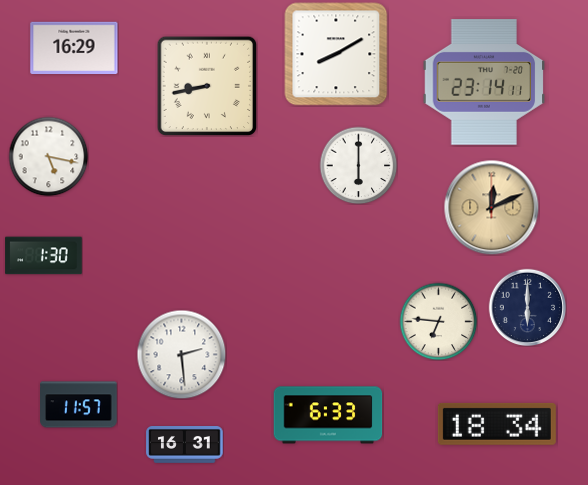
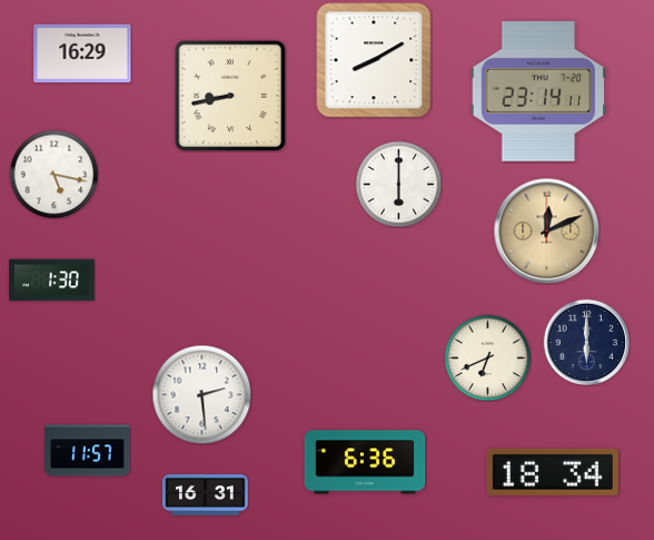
clock at (44, 256) position: (44, 256) -> (52, 281)
clock at (438, 321): 6:46 -> 6:41
clock at (328, 415): 6:33 -> 6:36
